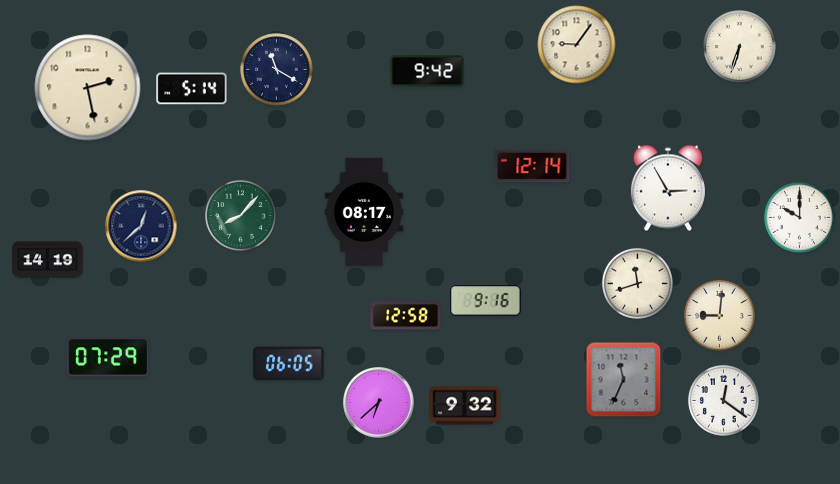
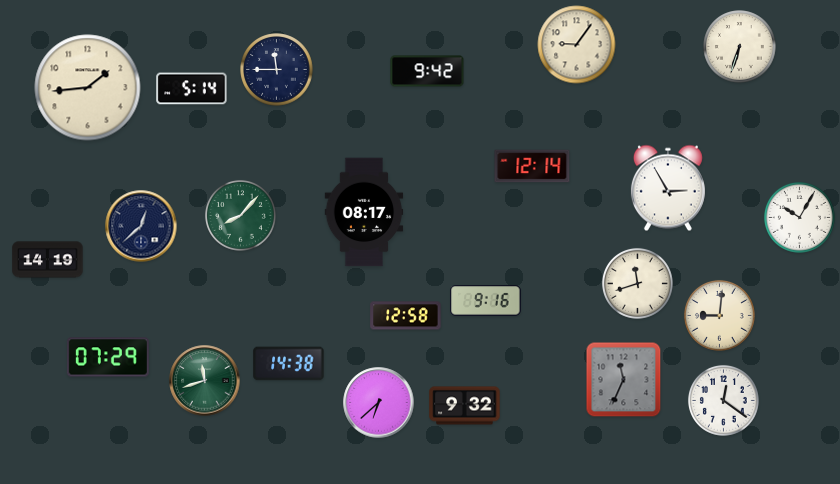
clock at (277, 70): 11:20 -> 11:45
clock at (88, 88): 2:28 -> 1:44
clock at (799, 217): 10:00 -> 10:05
clock at (289, 364): 06:05 -> 14:38
clock at (205, 381): none -> 11:42
